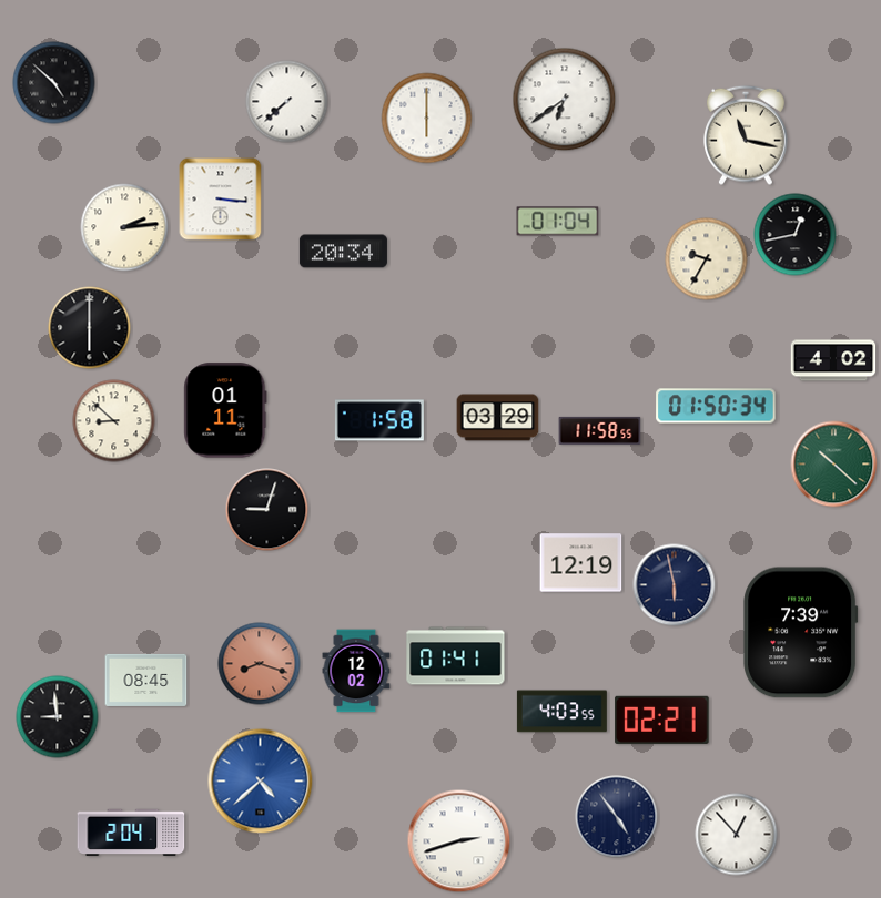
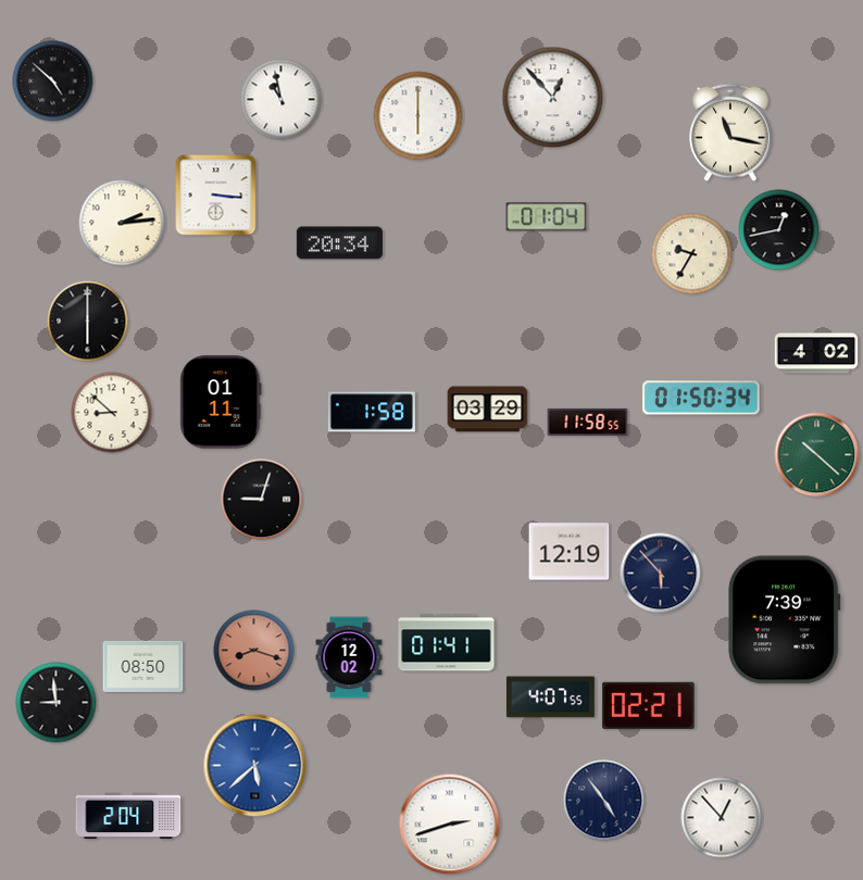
clock at (565, 100): 6:39 -> 12:53
clock at (287, 102): 7:38 -> 10:58
clock at (343, 252) position: (343, 252) -> (339, 243)
clock at (675, 585): 5:58 -> 5:53
clock at (146, 680): 08:45 -> 08:50
clock at (561, 712): 4:03 -> 4:07
clock at (261, 782): 4:38 -> 5:38
